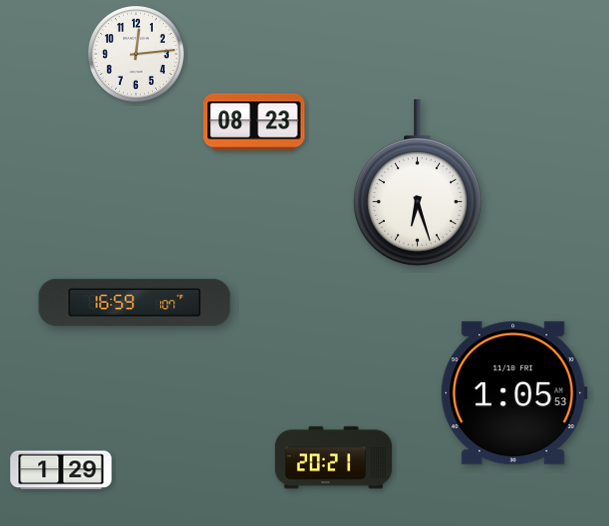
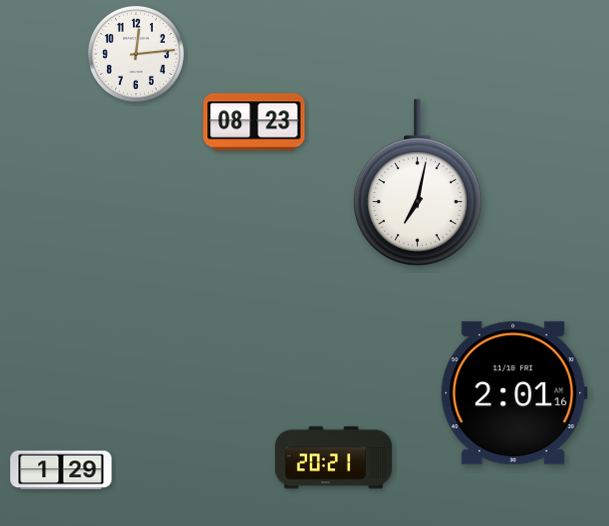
clock at (418, 183): 6:27 -> 7:02
clock at (135, 302): 16:59 -> none
clock at (514, 393): 1:05 -> 2:01
